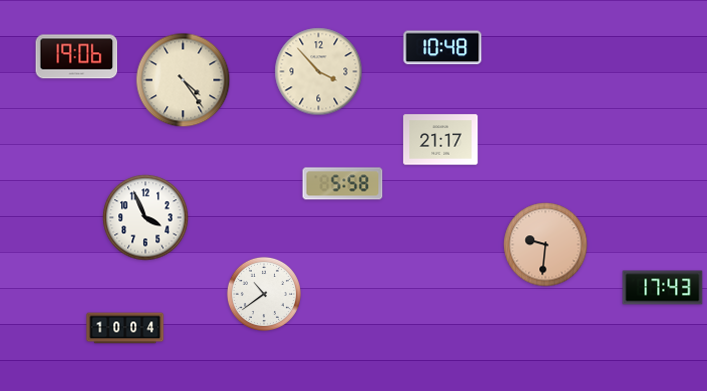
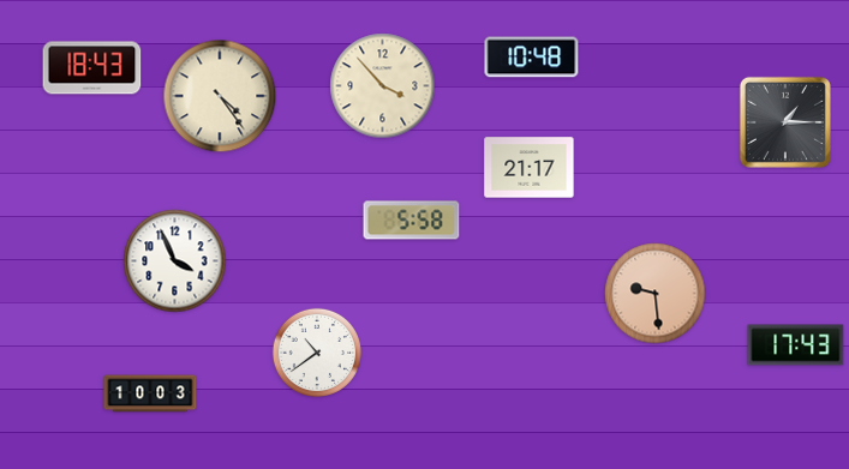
clock at (77, 57): 19:06 -> 18:43
clock at (785, 122): none -> 1:15
clock at (546, 245): 9:31 -> 9:29
clock at (125, 328): 10:04 -> 10:03
